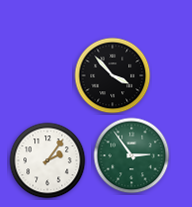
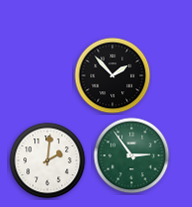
clock at (113, 76): 3:53 -> 1:53
clock at (48, 161): 2:06 -> 2:01
